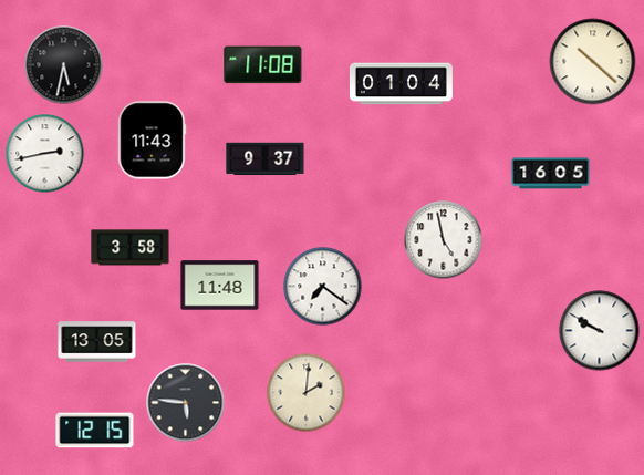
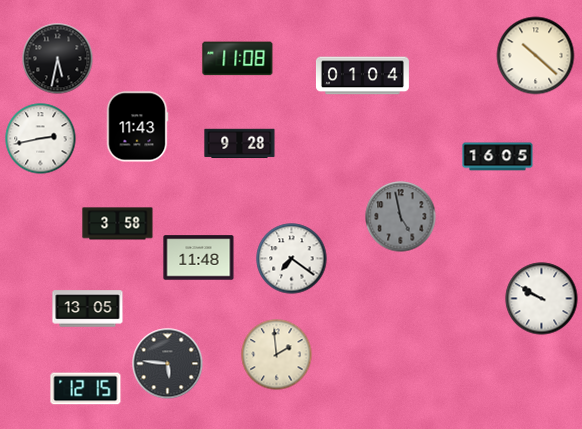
clock at (266, 159): 9:37 -> 9:28
clock at (444, 240) dial: white -> grey
clock at (307, 393): 2:01 -> 1:59
